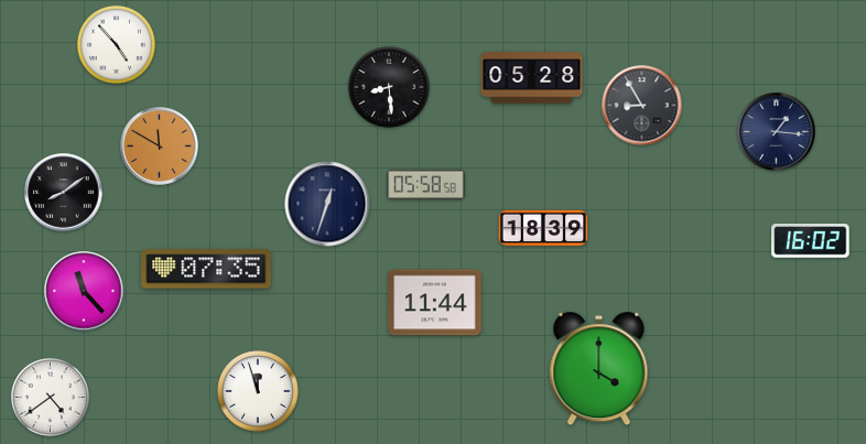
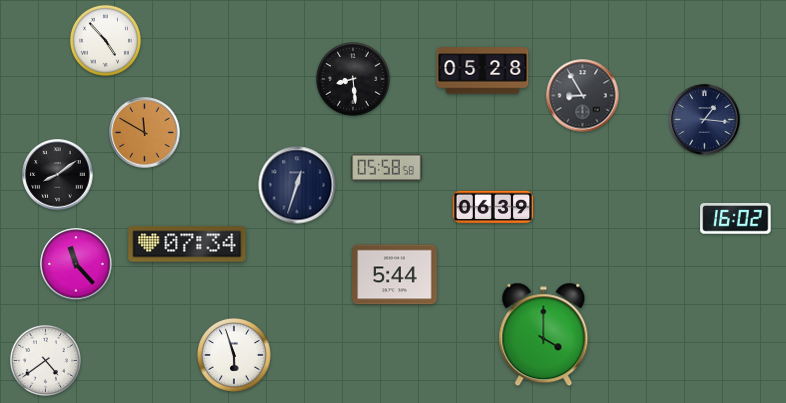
clock at (543, 228): 18:39 -> 06:39
clock at (206, 269): 07:35 -> 07:34
clock at (435, 303): 11:44 -> 5:44
clock at (258, 391): 11:57 -> 5:57
